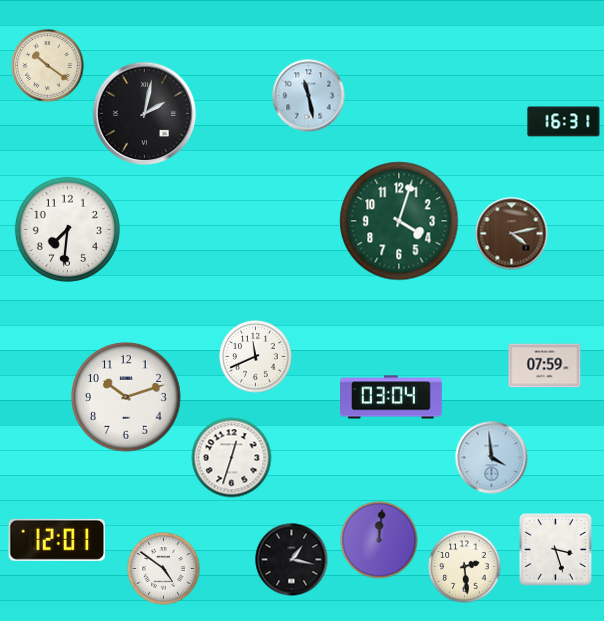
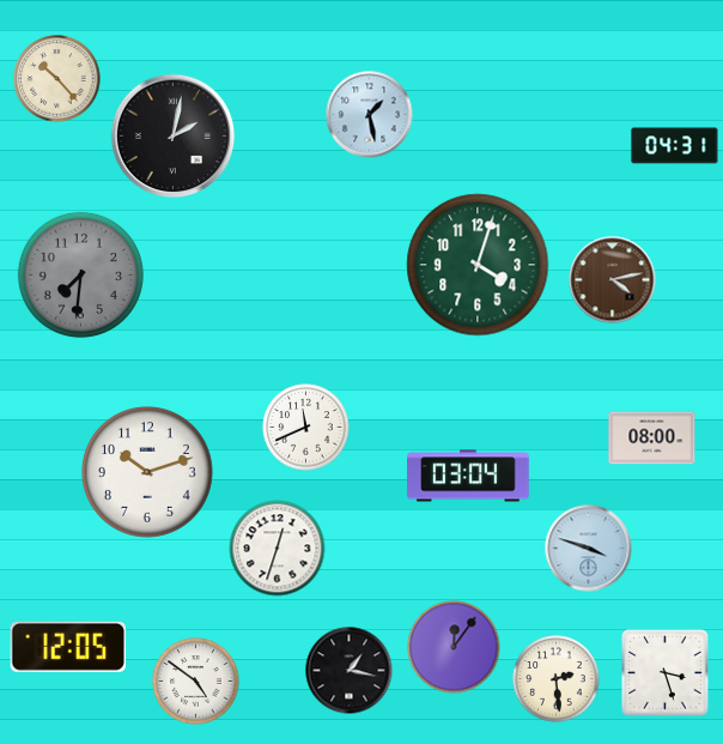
clock at (48, 66): 10:21 -> 10:23
clock at (309, 96): 11:28 -> 1:28
clock at (564, 122): 16:31 -> 04:31
clock at (67, 229) dial: white -> grey
clock at (545, 366): 07:59 -> 08:00
clock at (127, 398) position: (127, 398) -> (148, 473)
clock at (492, 458): 3:59 -> 3:48
clock at (57, 540): 12:01 -> 12:05
clock at (379, 540): 12:01 -> 12:06
clock at (556, 550) position: (556, 550) -> (666, 673)
